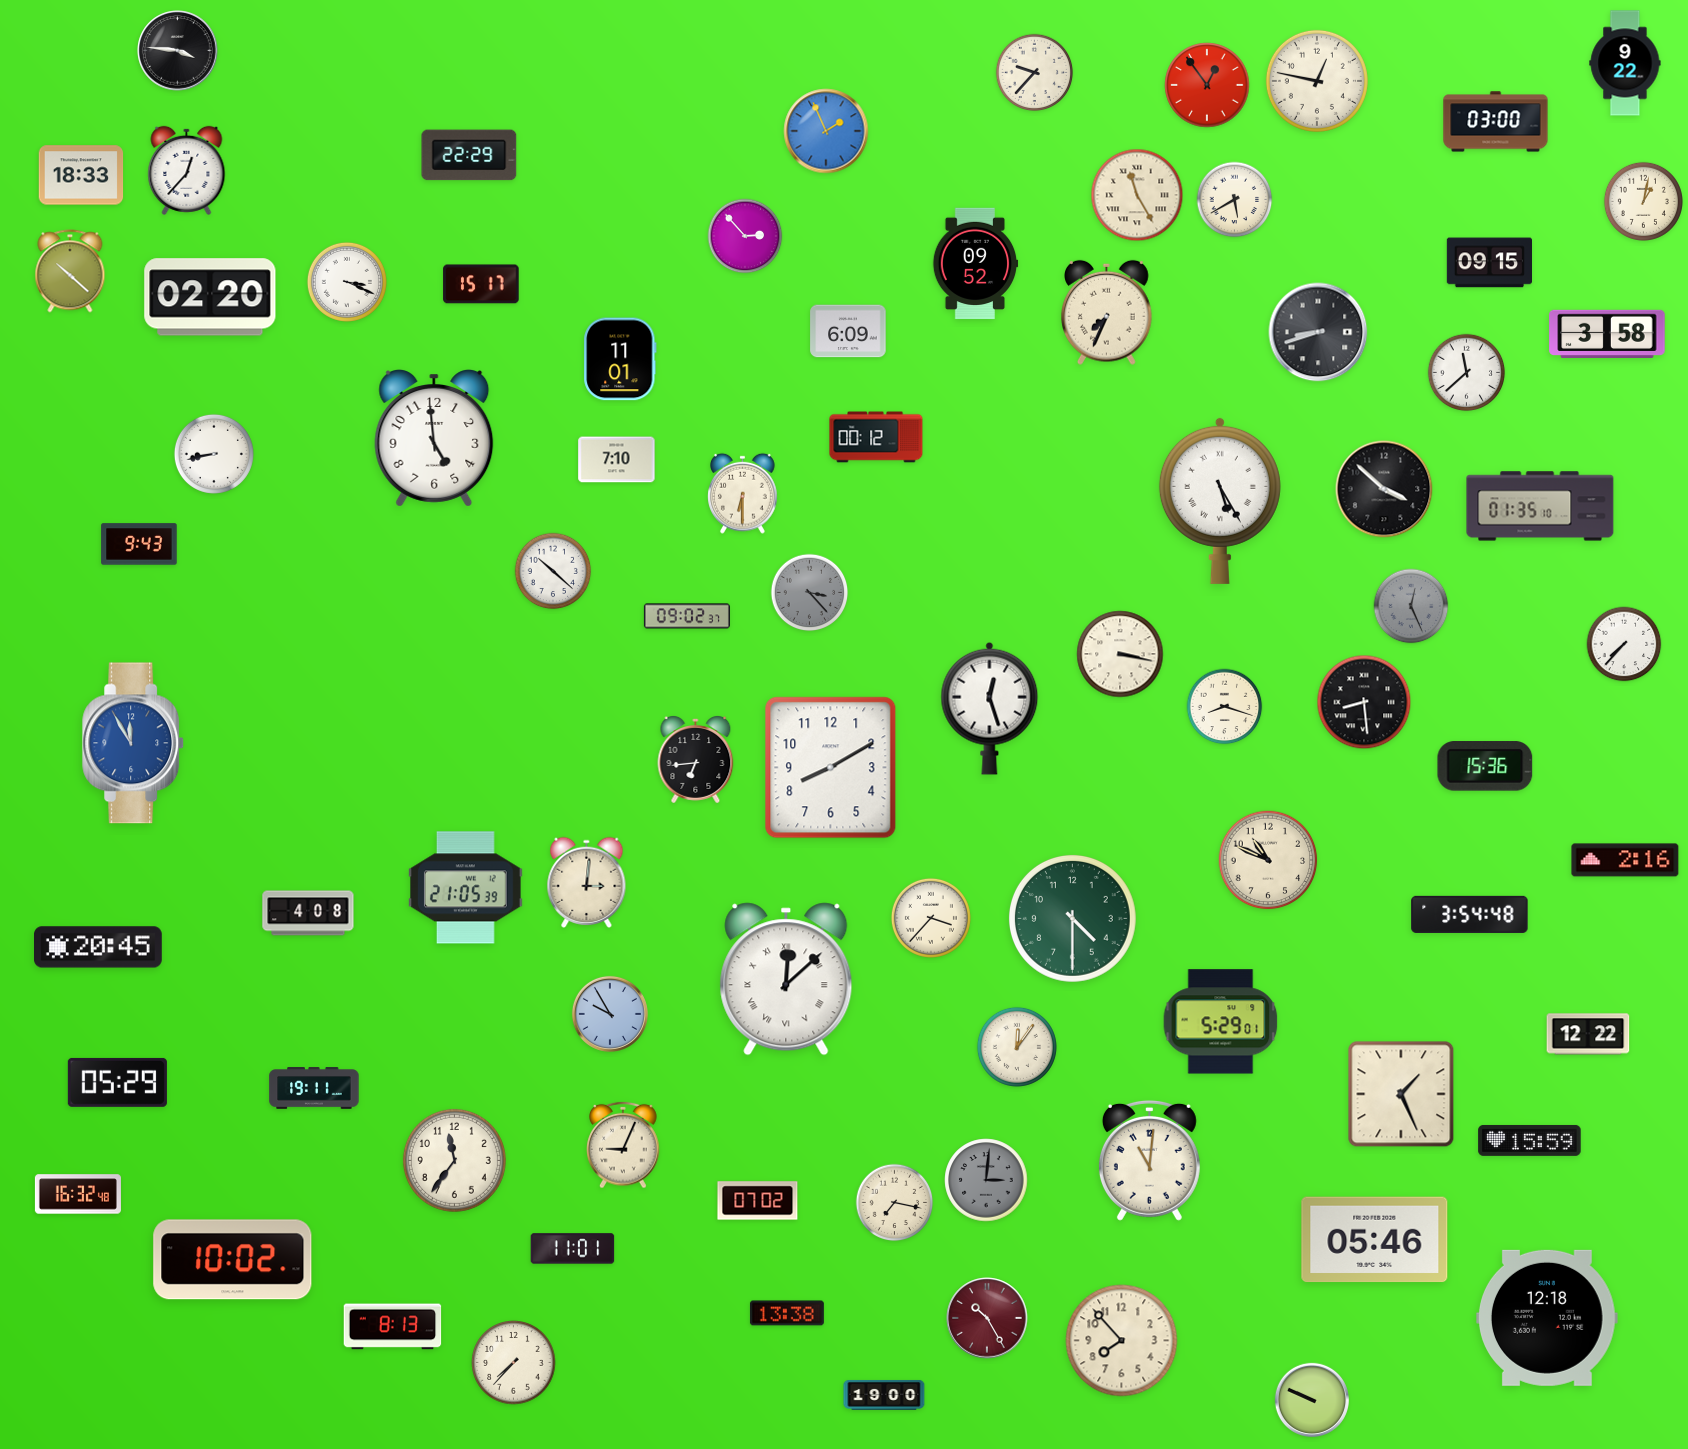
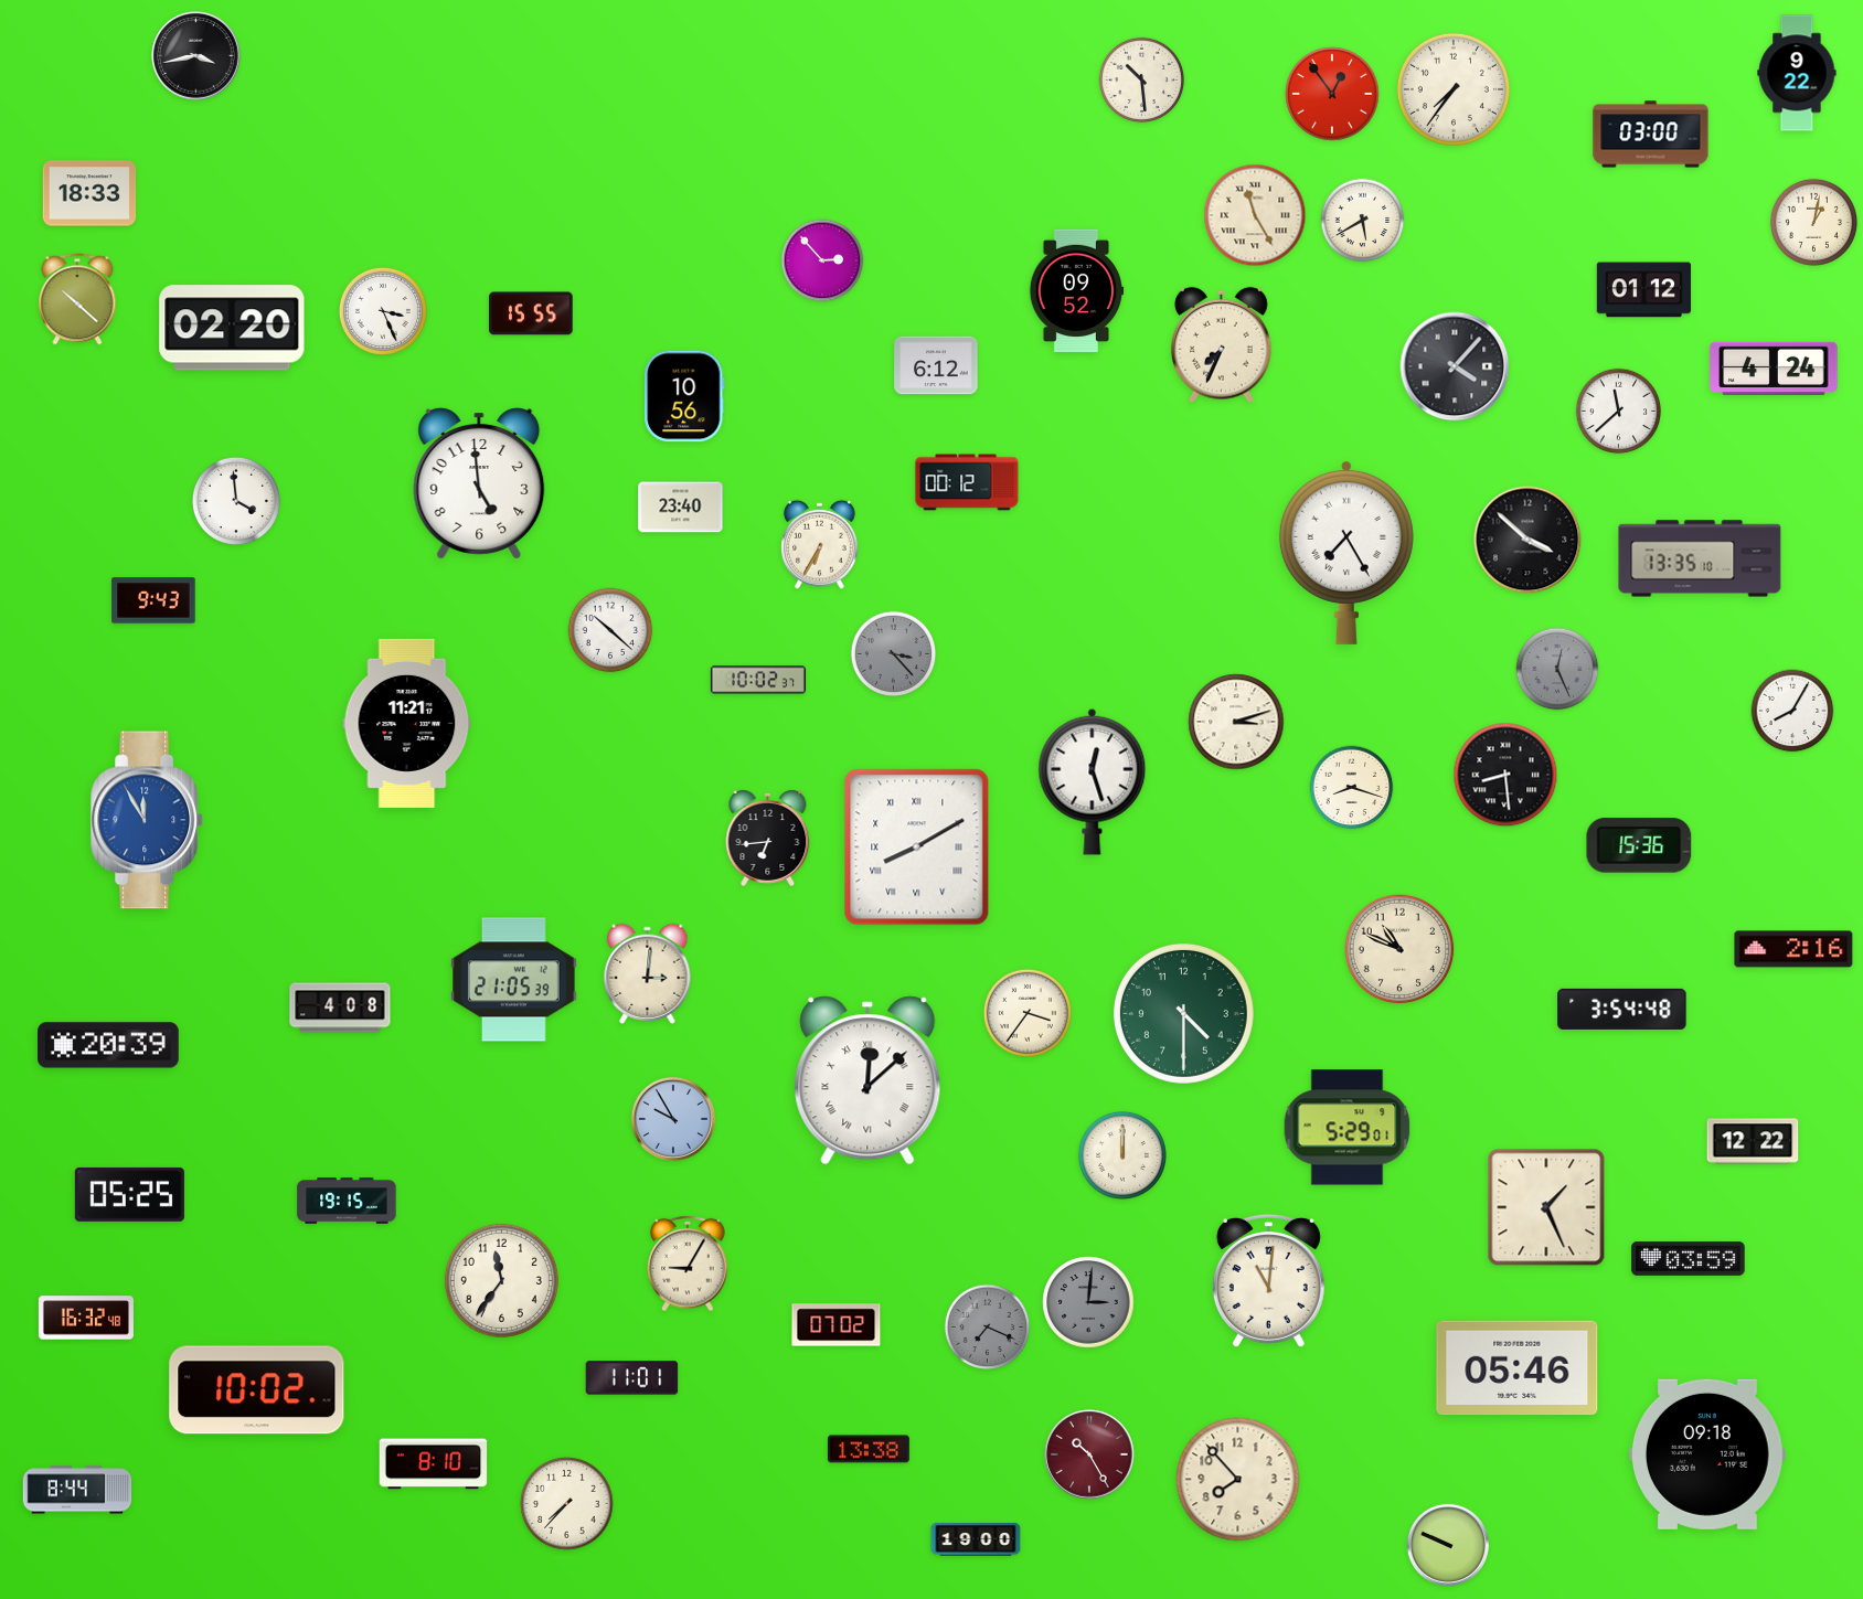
clock at (178, 51): 3:46 -> 3:43
clock at (1625, 63) position: (1625, 63) -> (1797, 73)
clock at (1035, 73): 9:37 -> 10:29
clock at (1317, 81): 12:47 -> 7:36
clock at (826, 131): 1:56 -> none
clock at (469, 155): 22:29 -> none
clock at (187, 170): 12:37 -> none
clock at (1489, 263): 09:15 -> 01:12
clock at (347, 282): 3:19 -> 3:26
clock at (481, 284): 15:17 -> 15:55
clock at (848, 331): 6:09 -> 6:12
clock at (1318, 332): 8:42 -> 4:07
clock at (1607, 333): 3:58 -> 4:24
clock at (620, 359): 11:01 -> 10:56
clock at (214, 454): 8:43 -> 3:59
clock at (617, 460): 7:10 -> 23:40
clock at (743, 493): 6:30 -> 6:35
clock at (1220, 500): 5:25 -> 7:25
clock at (1540, 506): 01:35 -> 13:35
clock at (687, 616): 09:02 -> 10:02
clock at (1624, 644): 7:37 -> 8:05
clock at (1120, 654): 3:17 -> 3:12
clock at (407, 723): none -> 11:21
clock at (1225, 707) position: (1225, 707) -> (1352, 788)
clock at (831, 768) numerals: Arabic -> Roman
clock at (931, 918): 3:37 -> 3:36
clock at (99, 947): 20:45 -> 20:39
clock at (1017, 1047): 12:06 -> 12:00
clock at (117, 1082): 05:29 -> 05:25
clock at (314, 1088): 19:11 -> 19:15
clock at (1530, 1140): 15:59 -> 03:59
clock at (623, 1145): 9:04 -> 9:05
clock at (895, 1203): 7:17 -> 7:19
clock at (895, 1203) dial: cream -> grey
clock at (1548, 1318): 12:18 -> 09:18
clock at (393, 1327): 8:13 -> 8:10
clock at (77, 1490): none -> 8:44
